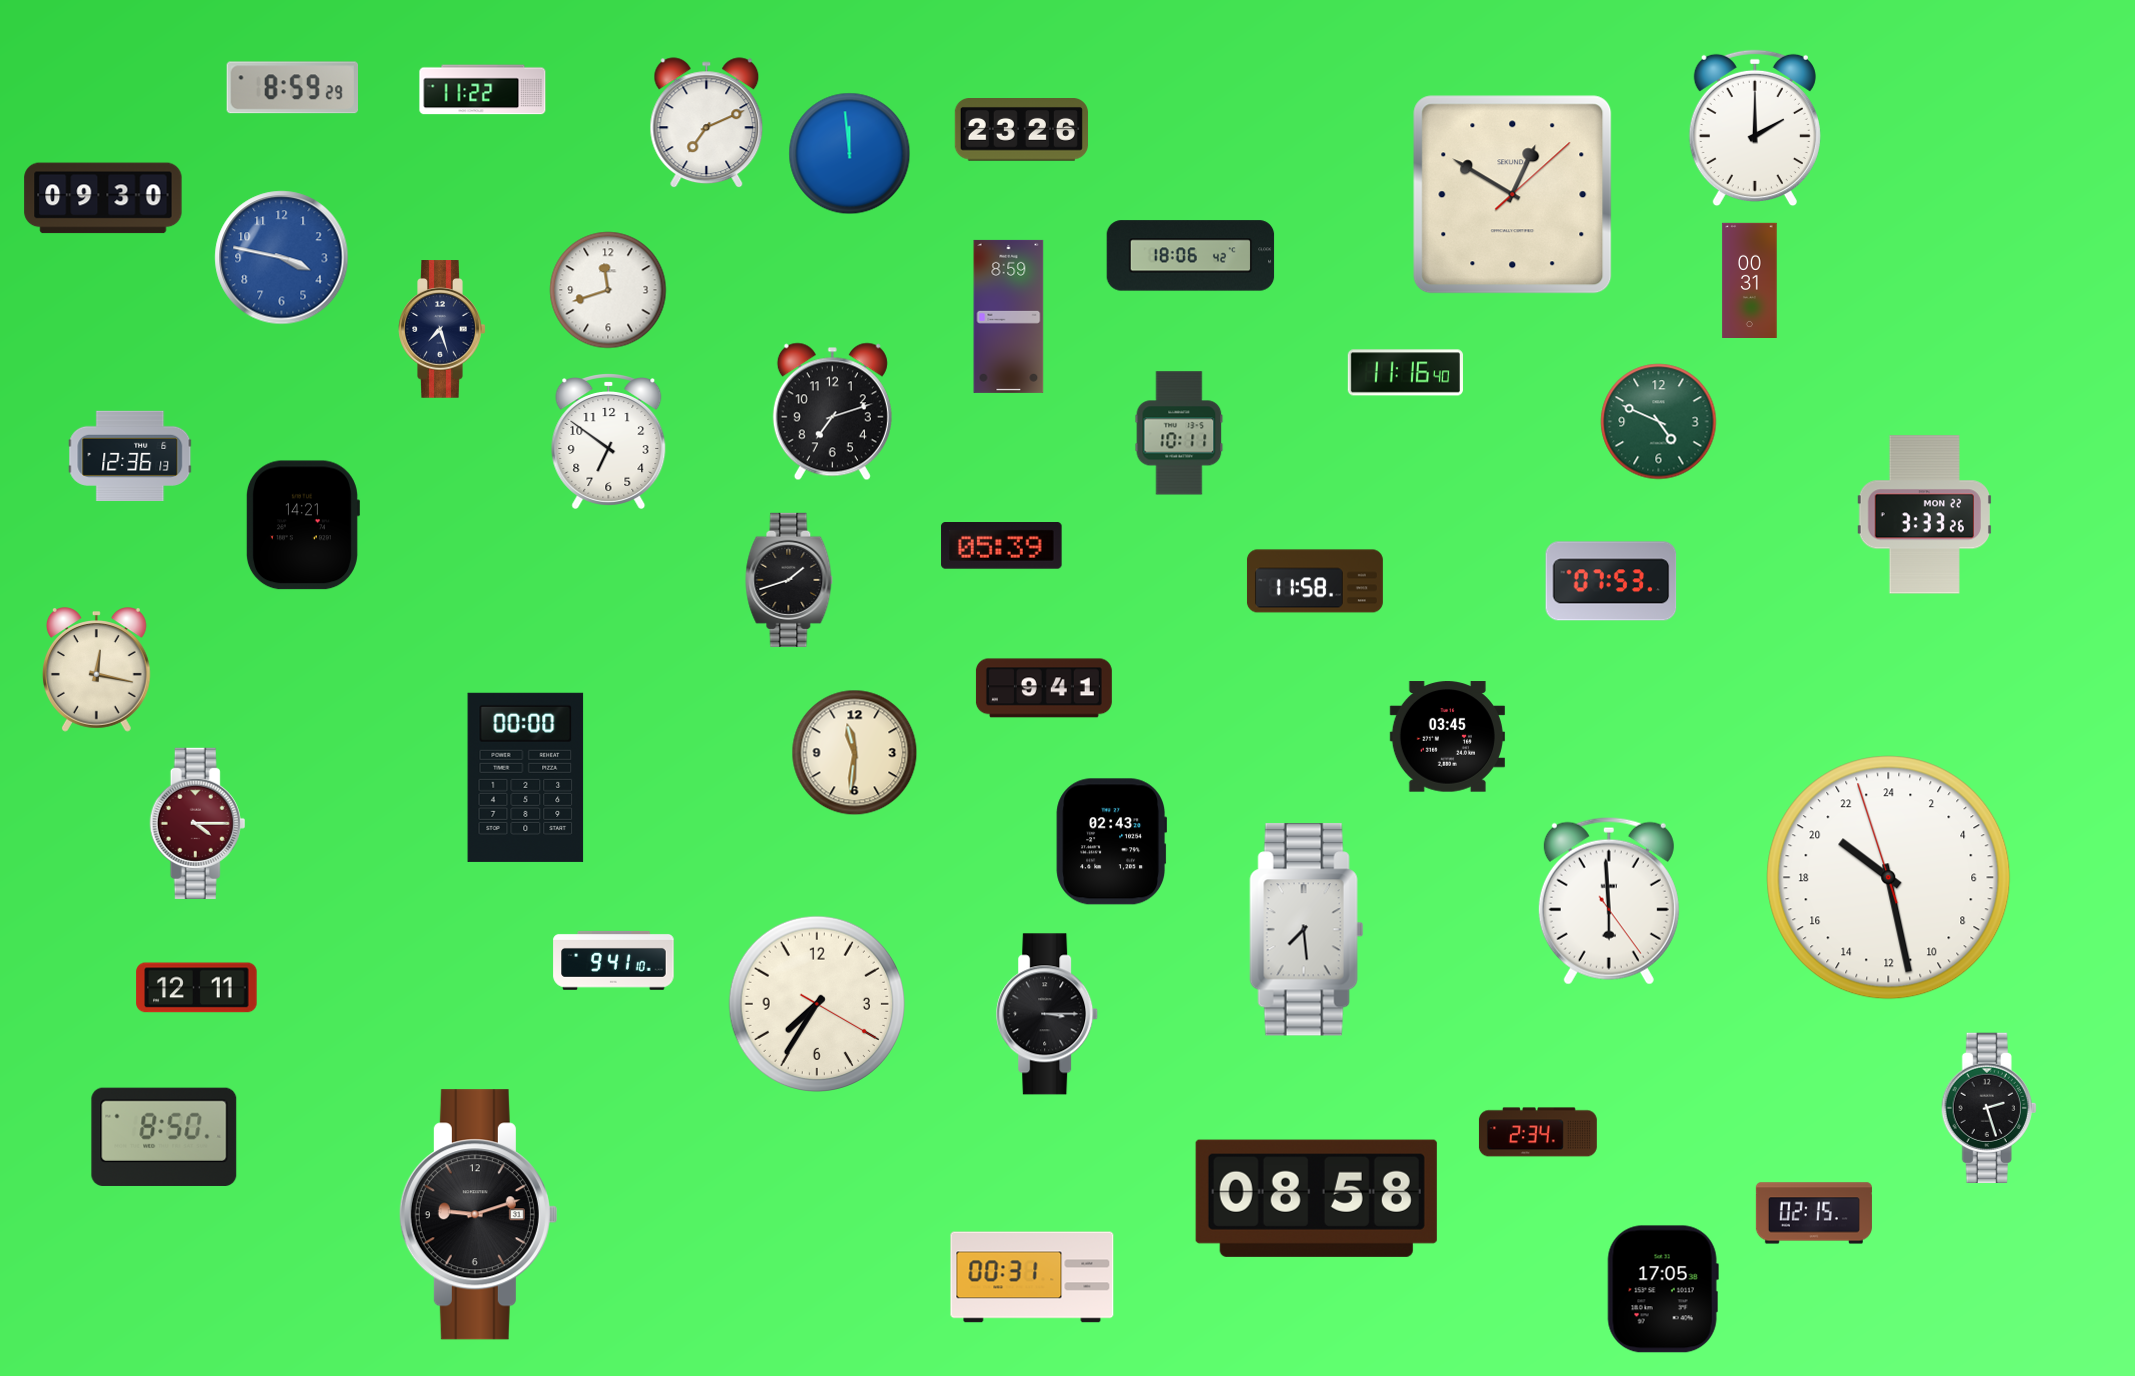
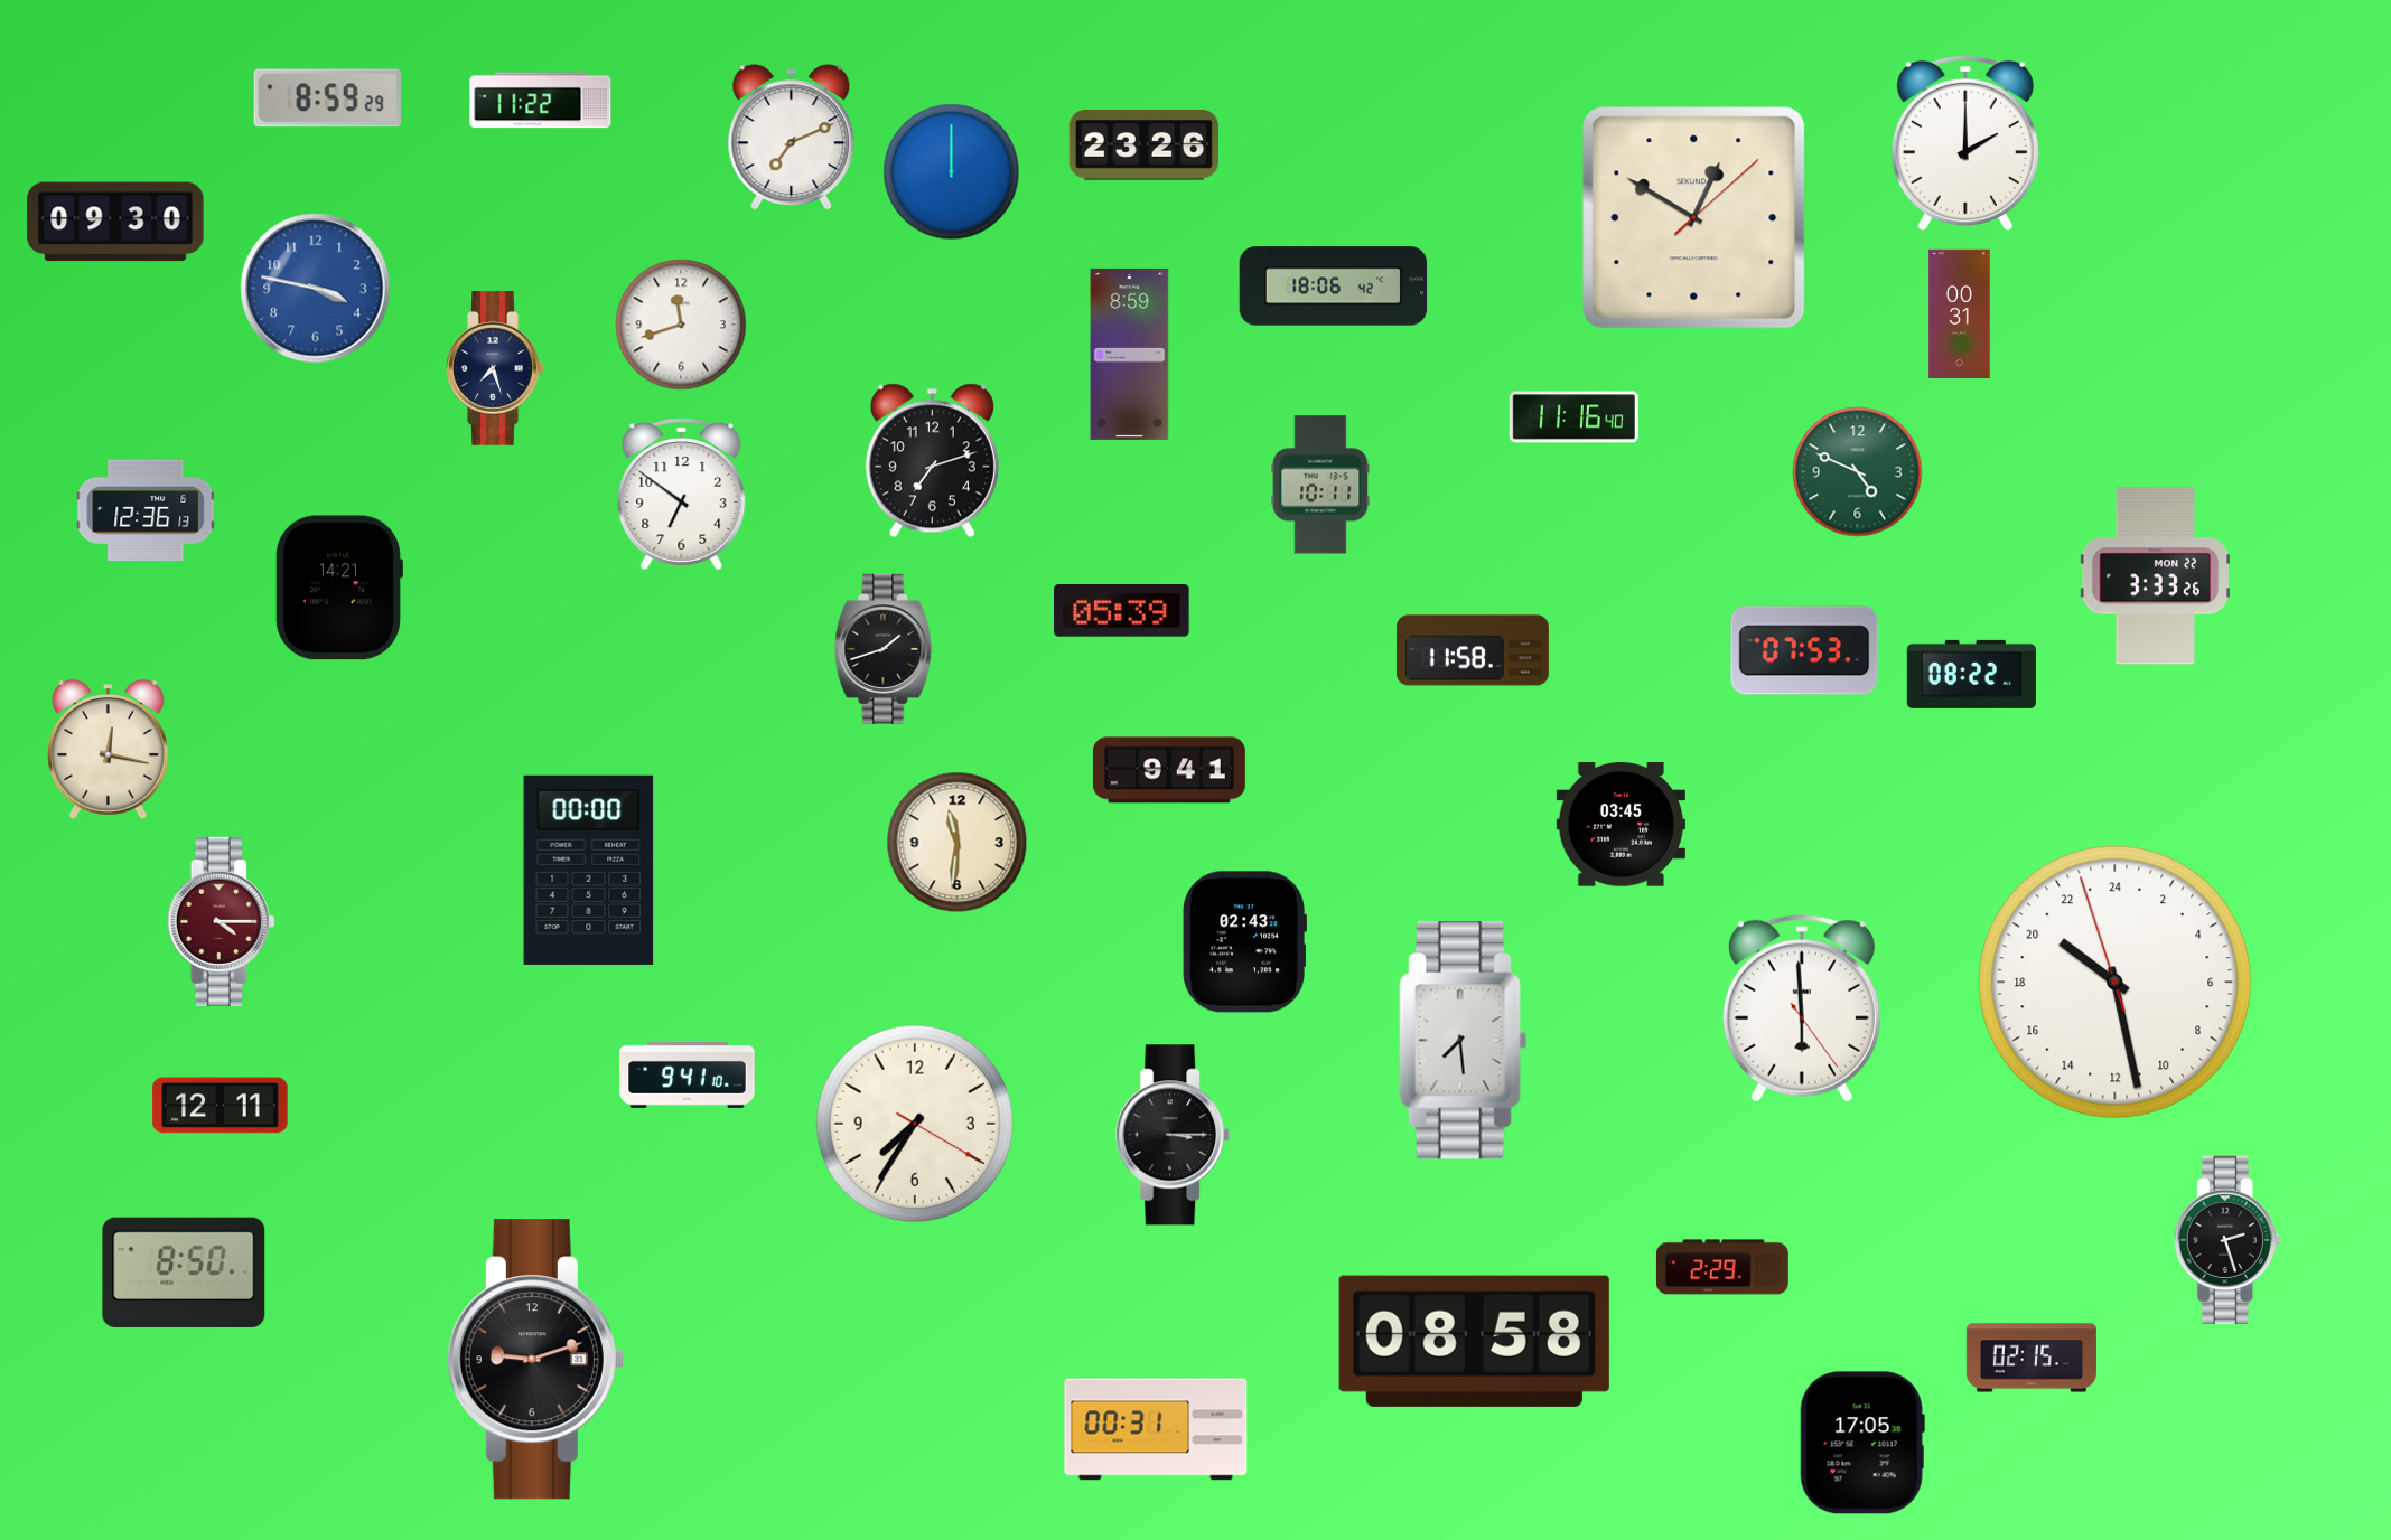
clock at (850, 154): 11:59 -> 12:00
clock at (1971, 674): none -> 08:22
clock at (1538, 1132): 2:34 -> 2:29
